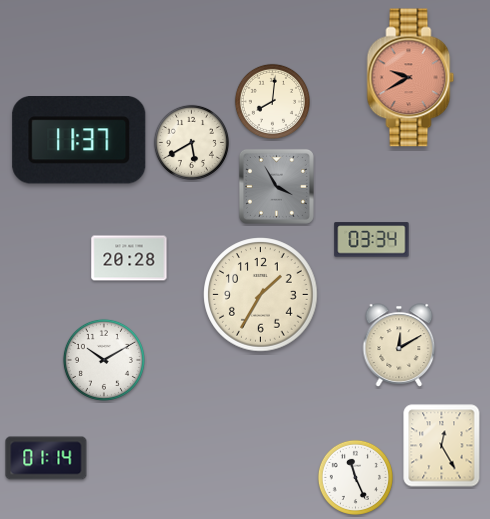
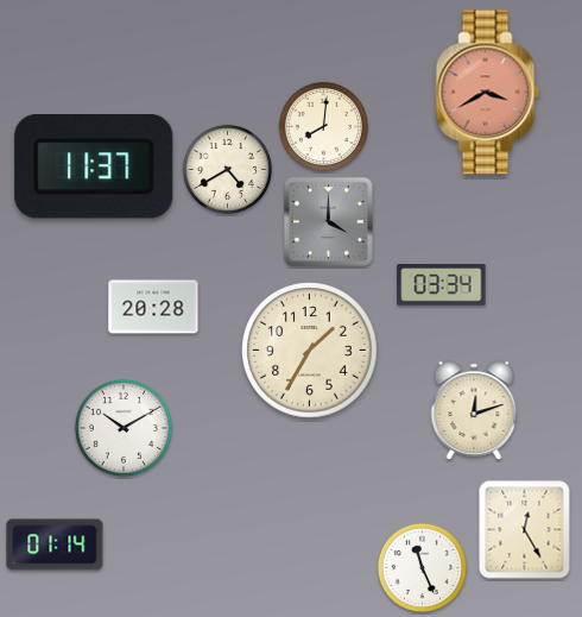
clock at (411, 78): 9:40 -> 3:40
clock at (272, 101) position: (272, 101) -> (323, 126)
clock at (191, 142): 5:40 -> 4:40
clock at (276, 186): 3:55 -> 4:00
clock at (399, 345): 12:10 -> 12:12
